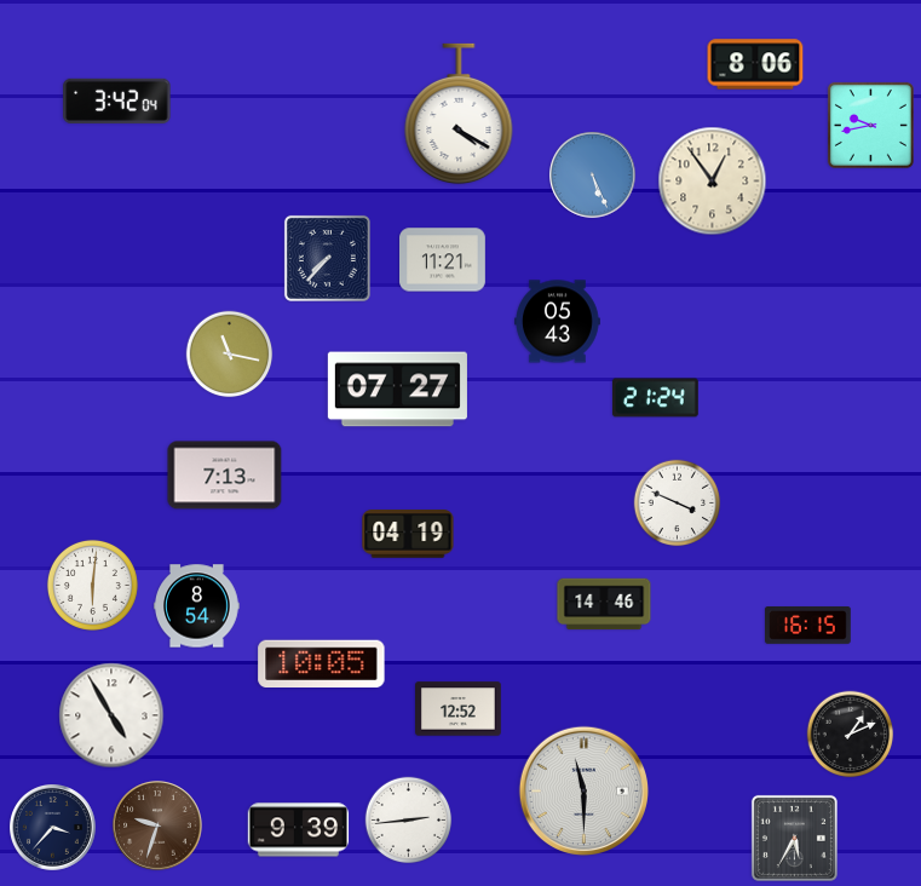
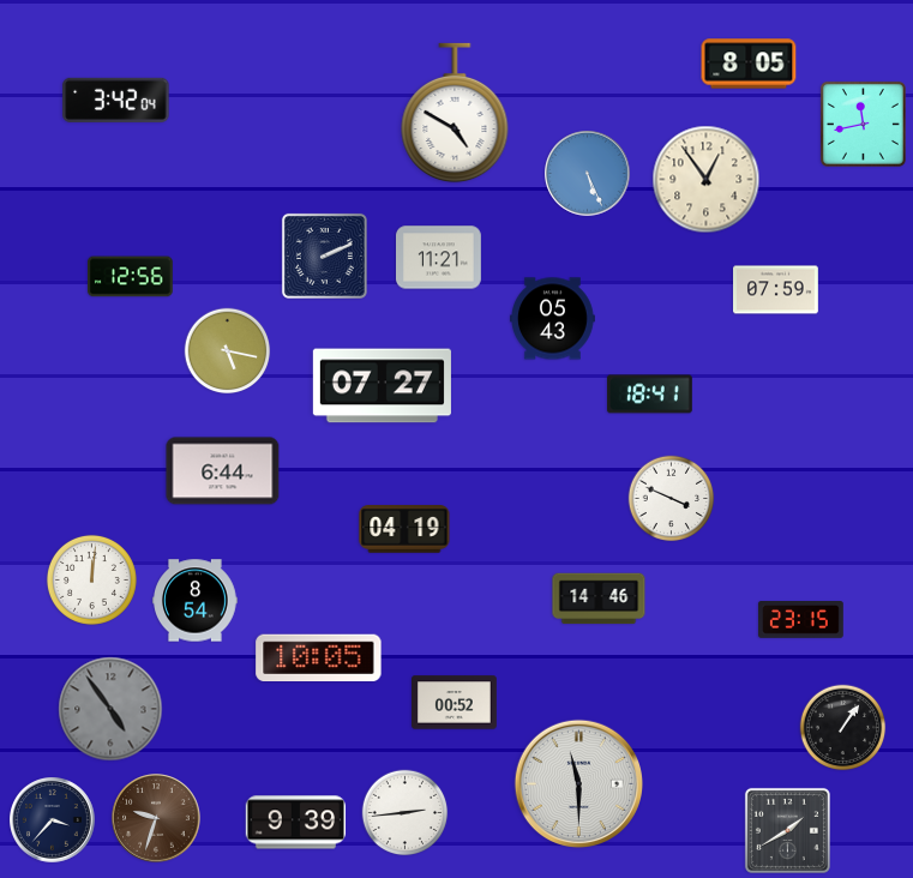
clock at (755, 64): 8:06 -> 8:05
clock at (459, 114): 4:20 -> 4:50
clock at (870, 125): 9:43 -> 11:43
clock at (327, 258): 7:37 -> 2:11
clock at (131, 277): none -> 12:56
clock at (776, 290): none -> 07:59
clock at (230, 355): 11:17 -> 5:17
clock at (397, 390) position: (397, 390) -> (382, 386)
clock at (656, 398): 21:24 -> 18:41
clock at (225, 476): 7:13 -> 6:44
clock at (92, 585): 6:01 -> 12:01
clock at (808, 626): 16:15 -> 23:15
clock at (459, 709): 12:52 -> 00:52
clock at (111, 715): 4:55 -> 4:54
clock at (111, 715) dial: white -> grey
clock at (851, 735): 1:11 -> 1:06
clock at (794, 838): 5:35 -> 1:40
